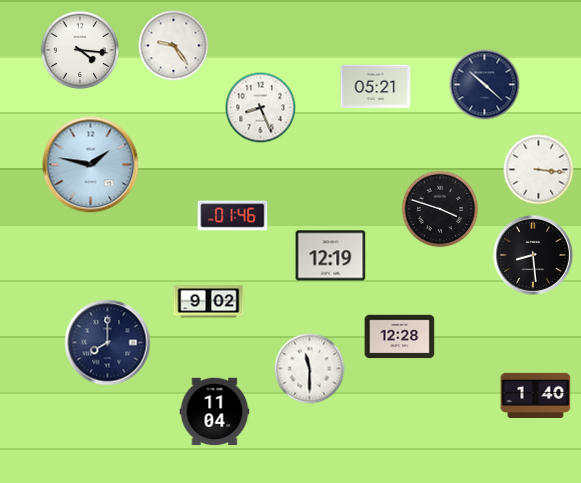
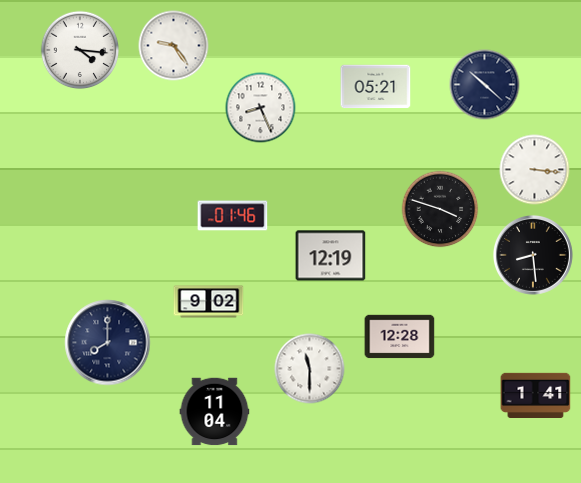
clock at (91, 165): 1:47 -> none
clock at (539, 170) position: (539, 170) -> (535, 170)
clock at (536, 395): 1:40 -> 1:41
